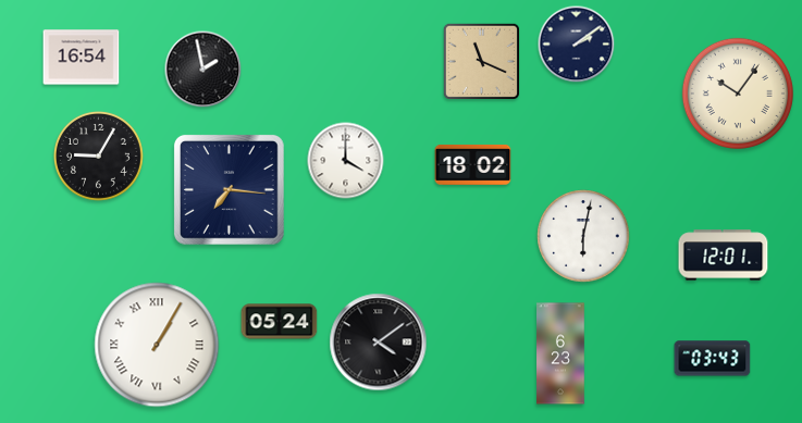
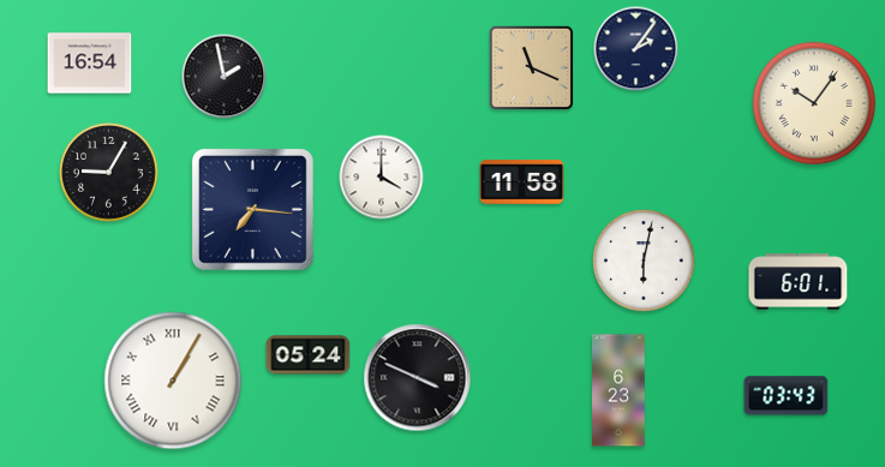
clock at (577, 45): 2:09 -> 2:06
clock at (473, 164): 18:02 -> 11:58
clock at (724, 256): 12:01 -> 6:01
clock at (379, 343): 4:09 -> 3:49
